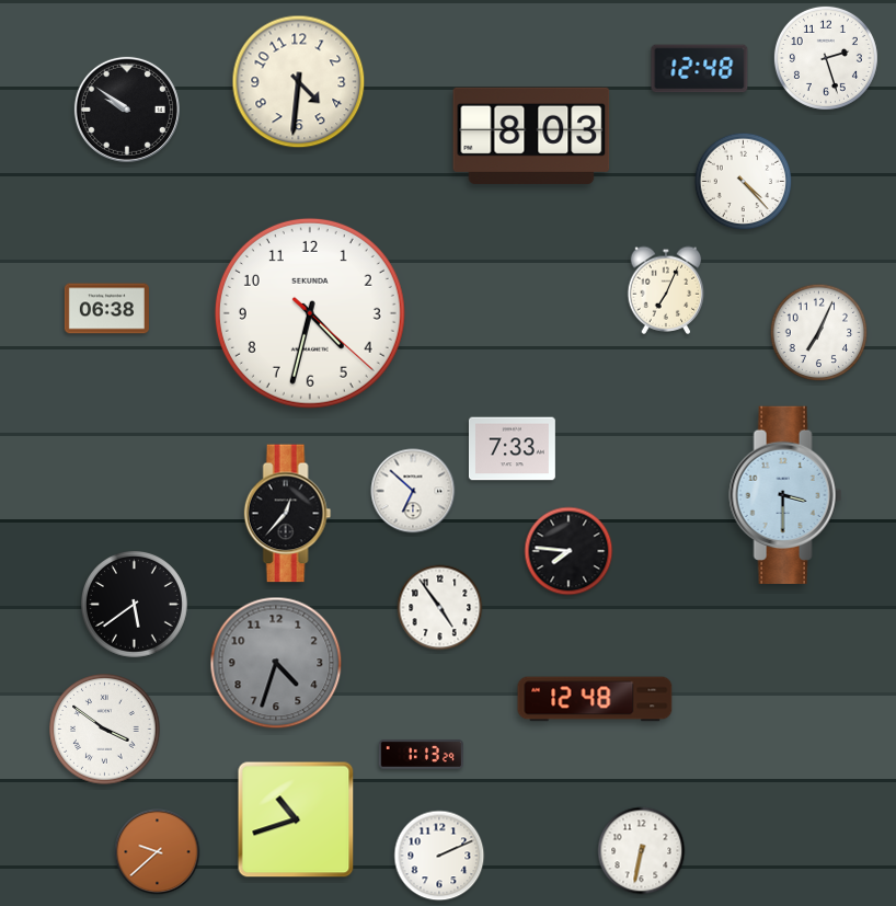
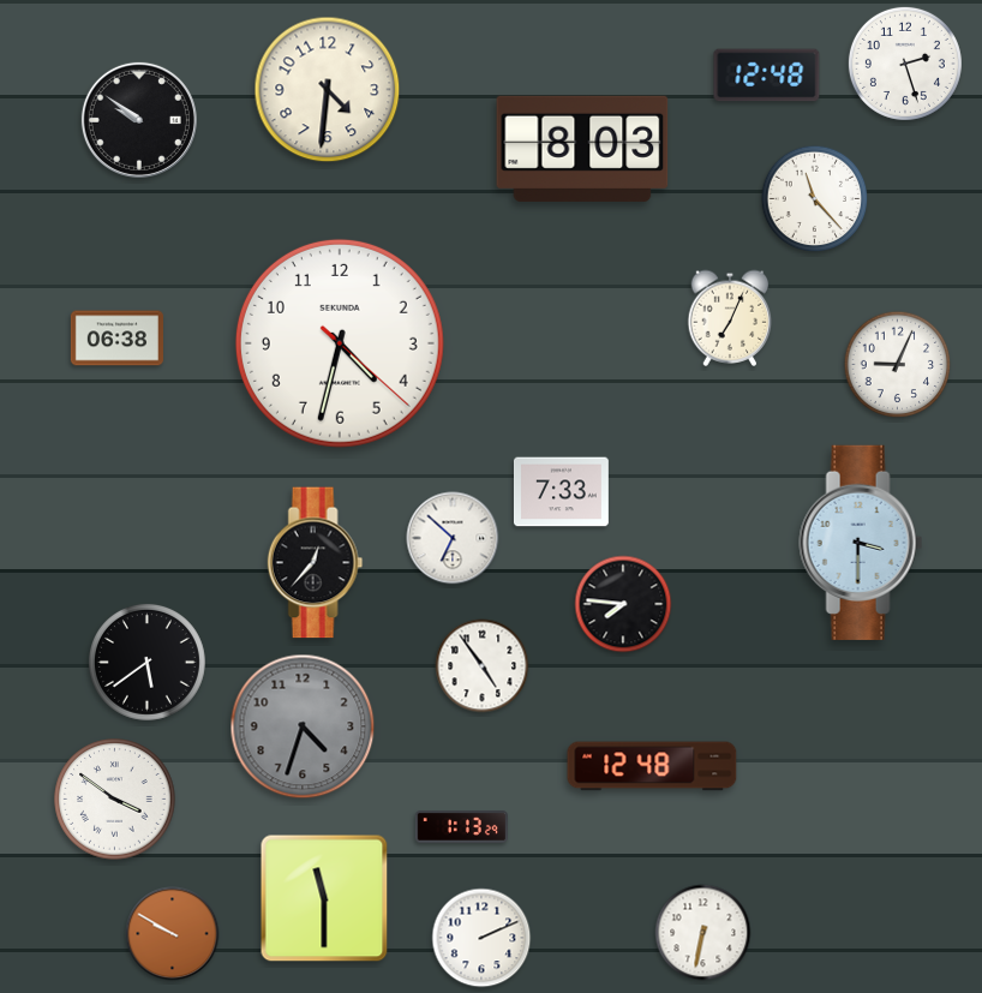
clock at (744, 182): 4:23 -> 11:23
clock at (819, 333): 7:04 -> 9:04
clock at (296, 819): 10:42 -> 11:30
clock at (158, 852): 9:38 -> 9:50
